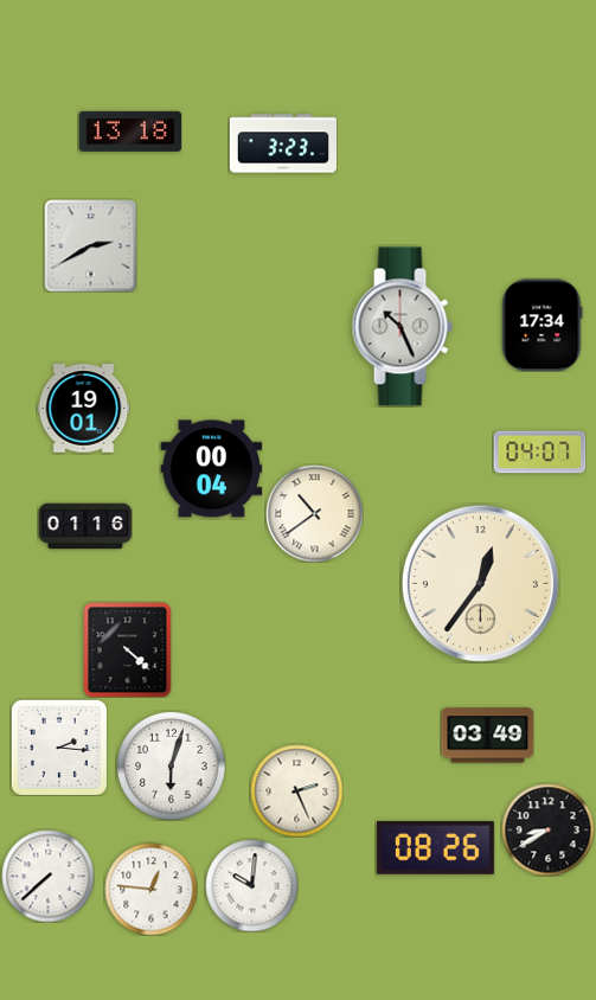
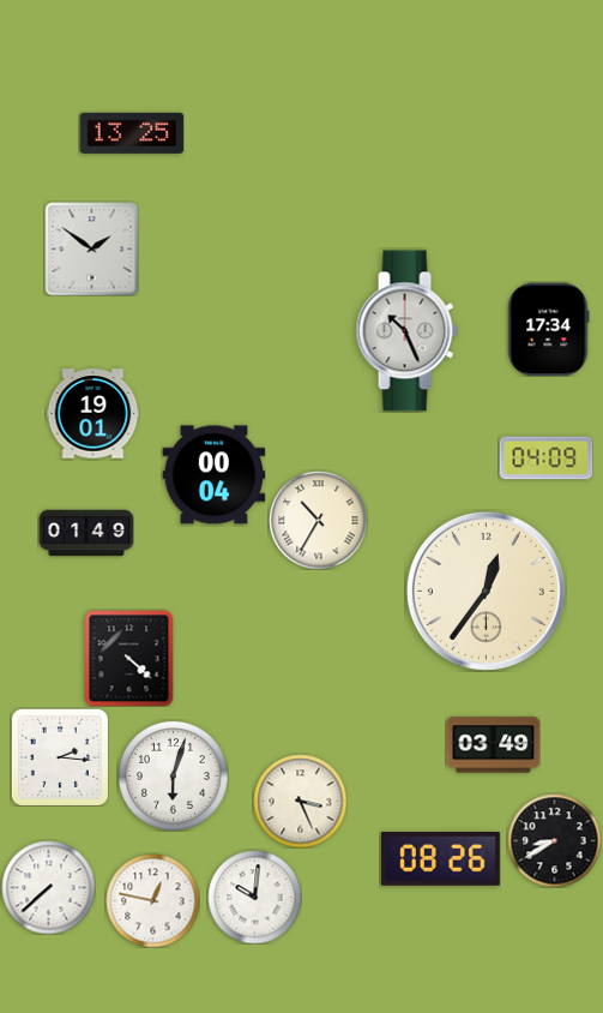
clock at (130, 132): 13:18 -> 13:25
clock at (282, 143): 3:23 -> none
clock at (90, 245): 2:40 -> 1:51
clock at (83, 409) position: (83, 409) -> (92, 414)
clock at (539, 453): 04:07 -> 04:09
clock at (314, 513): 10:39 -> 10:35
clock at (85, 526): 01:16 -> 01:49
clock at (296, 790): 2:26 -> 3:26
clock at (150, 889): 12:46 -> 12:47
